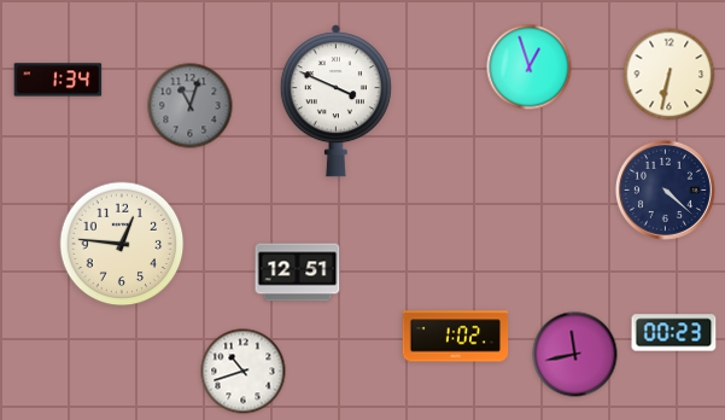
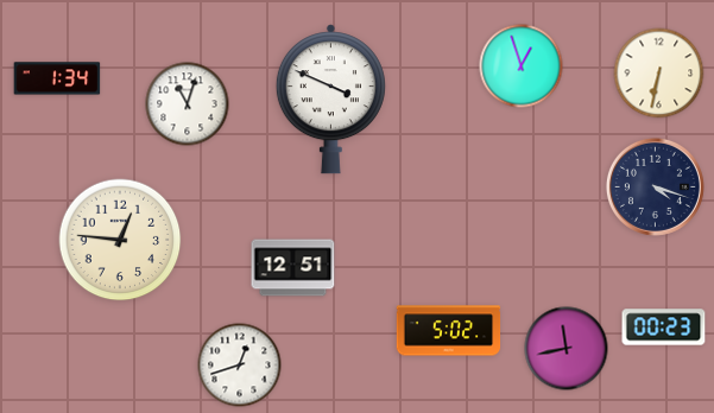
clock at (191, 106) dial: grey -> white
clock at (665, 189): 4:22 -> 4:18
clock at (456, 337): 1:02 -> 5:02
clock at (244, 372): 10:42 -> 12:42
